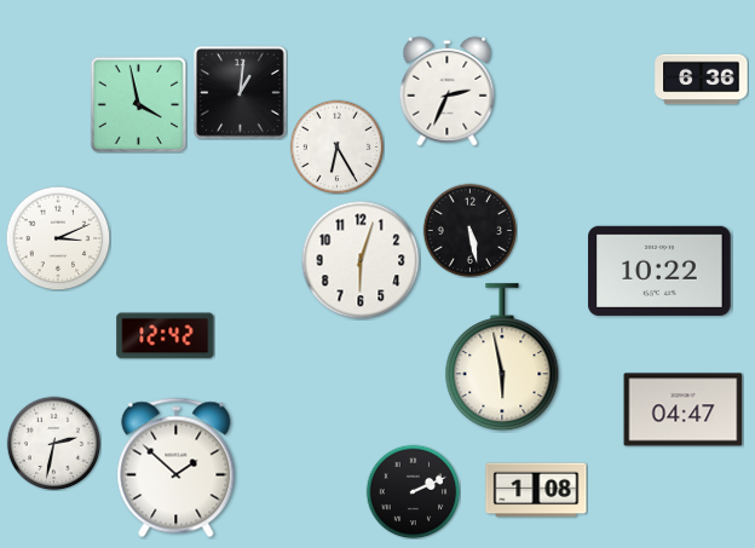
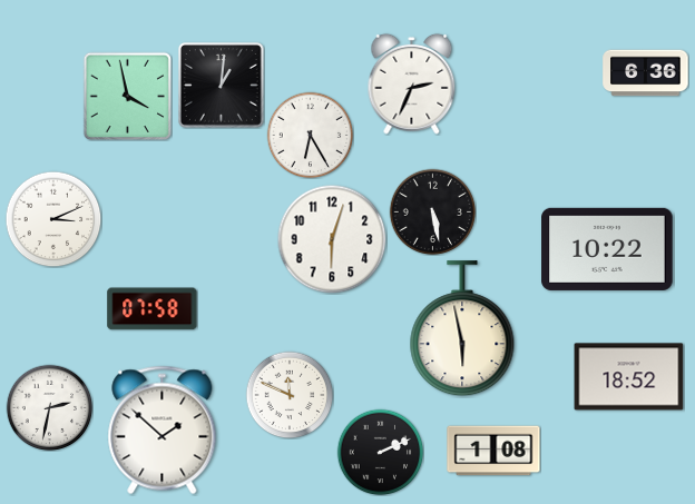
clock at (166, 336): 12:42 -> 07:58
clock at (684, 410): 04:47 -> 18:52
clock at (290, 395): none -> 11:49
